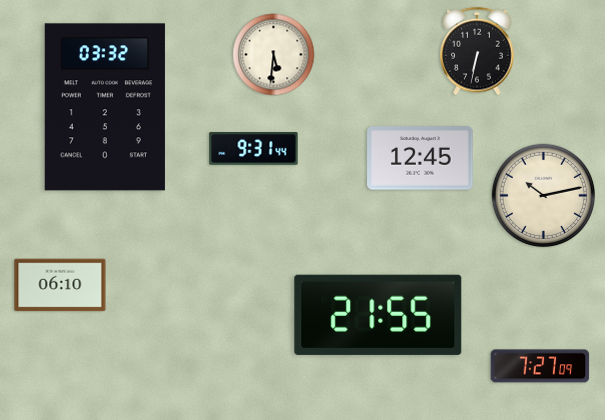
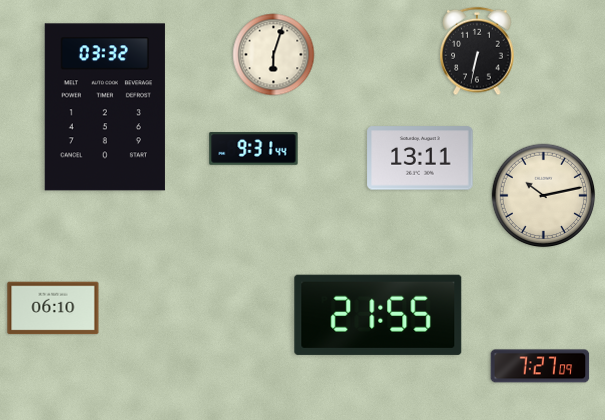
clock at (274, 55): 5:31 -> 6:03
clock at (420, 158): 12:45 -> 13:11
clock at (60, 285) position: (60, 285) -> (53, 308)
